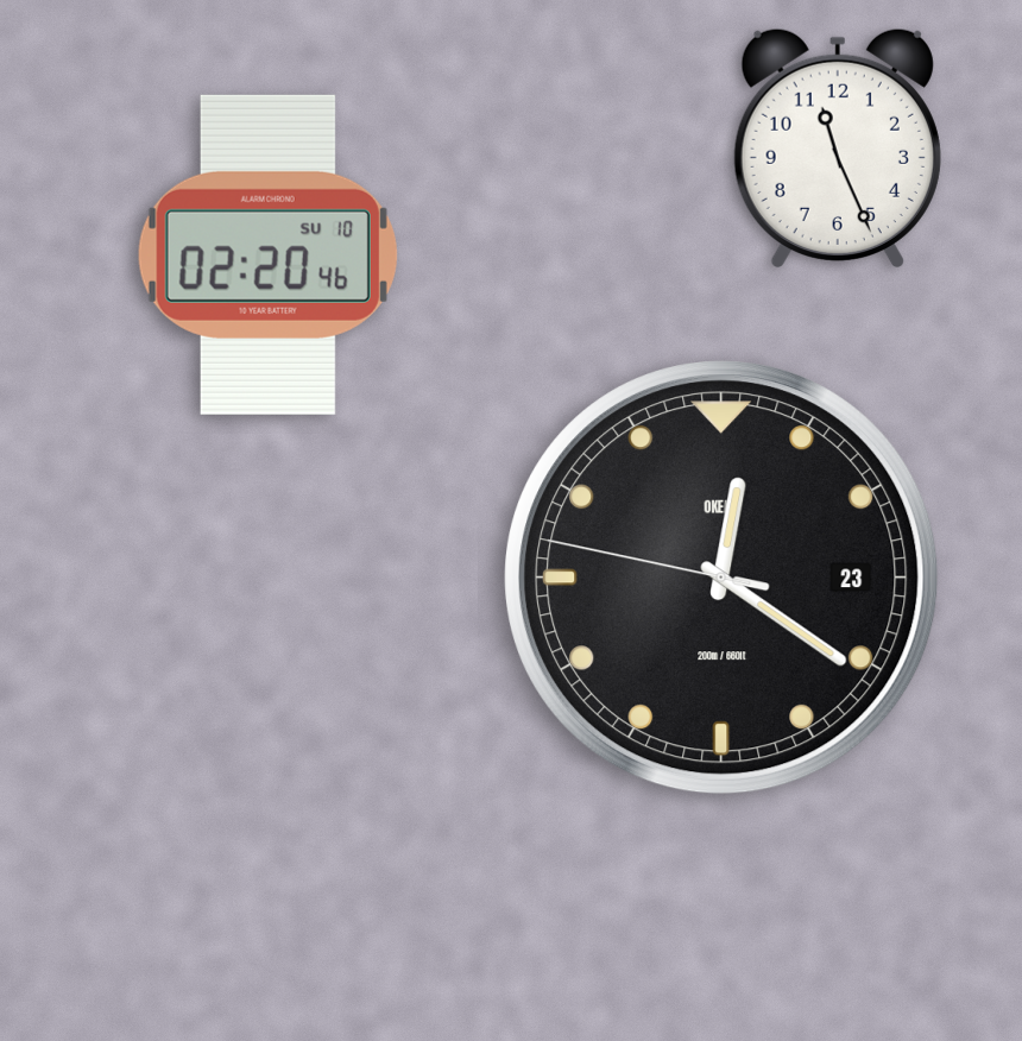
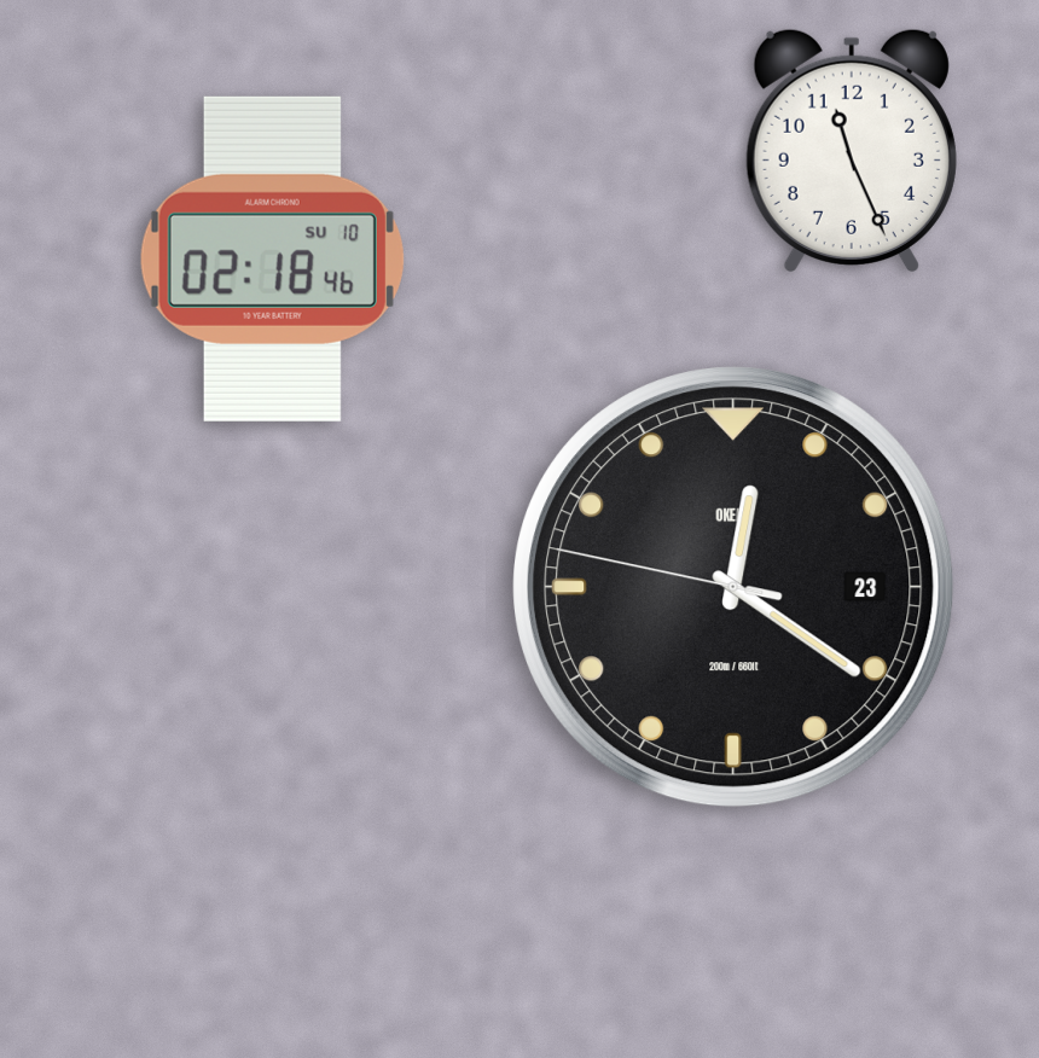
clock at (267, 254): 02:20 -> 02:18
